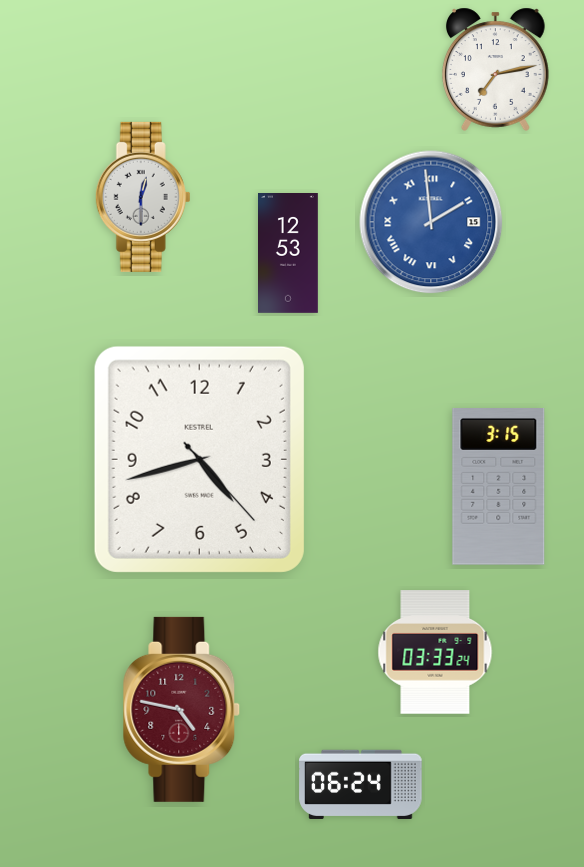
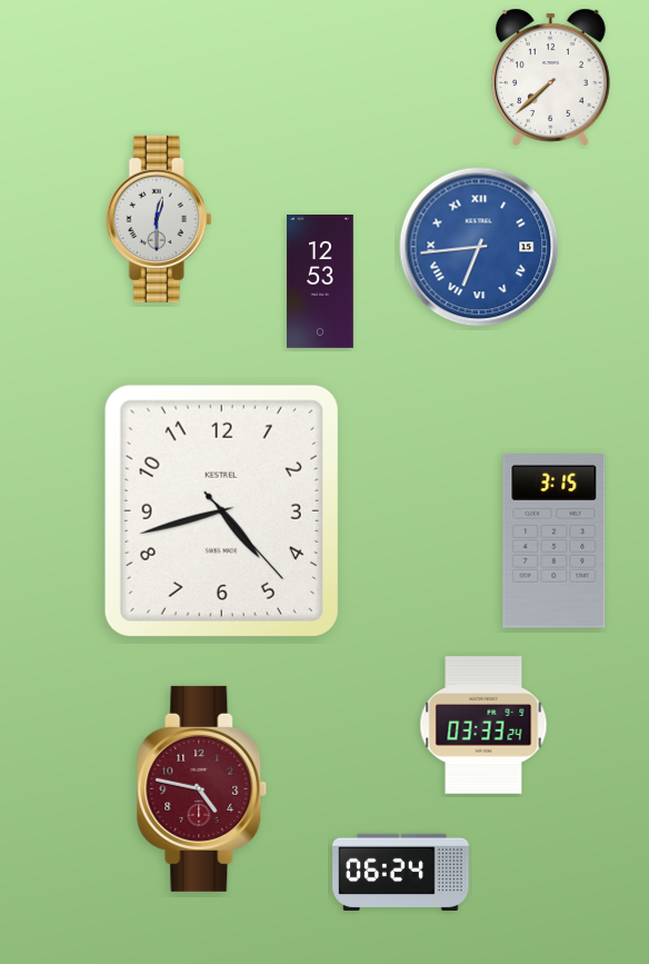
clock at (495, 69): 7:13 -> 7:38
clock at (431, 222): 1:59 -> 6:44
